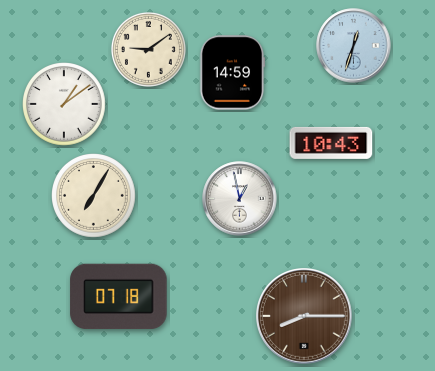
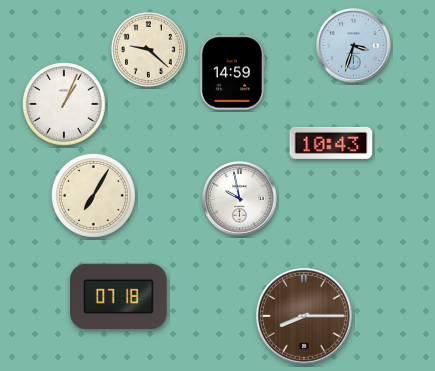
clock at (354, 46): 12:33 -> 3:33
clock at (148, 49): 9:09 -> 9:22
clock at (65, 105): 1:09 -> 1:04
clock at (240, 199): 12:58 -> 9:58
